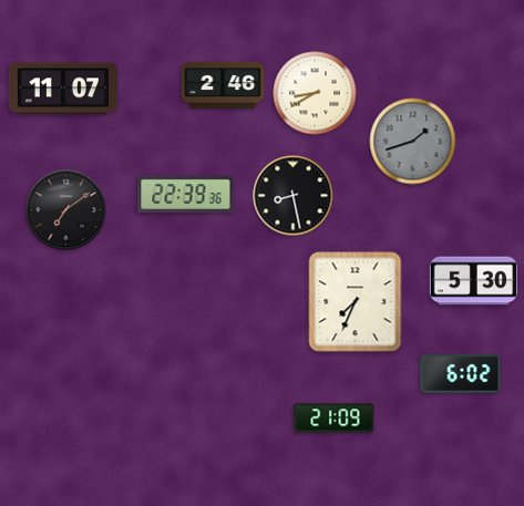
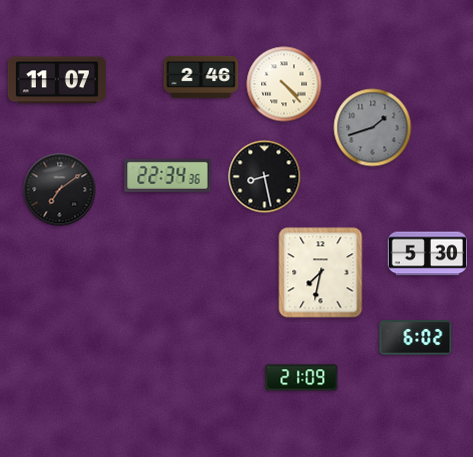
clock at (315, 93): 8:40 -> 4:23
clock at (186, 194): 22:39 -> 22:34
clock at (356, 302): 7:34 -> 7:32
